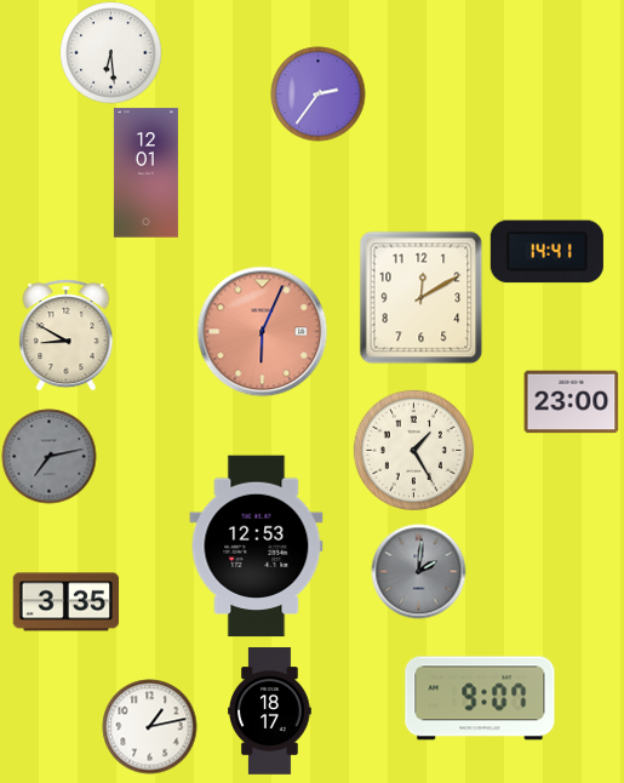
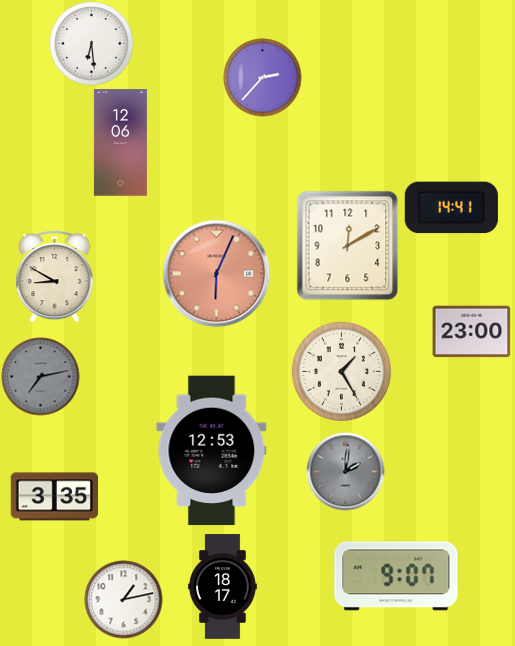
clock at (317, 93): 2:36 -> 2:37
clock at (145, 173): 12:01 -> 12:06
